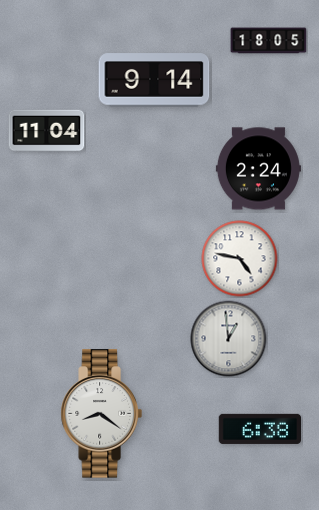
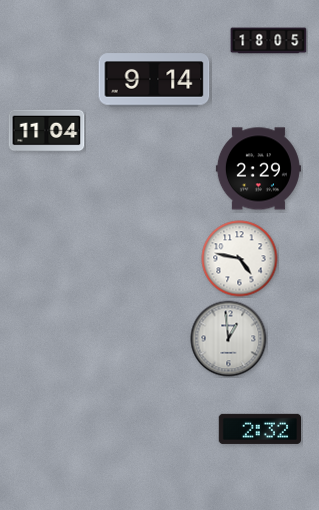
clock at (258, 169): 2:24 -> 2:29
clock at (101, 414): 8:21 -> none
clock at (259, 429): 6:38 -> 2:32
